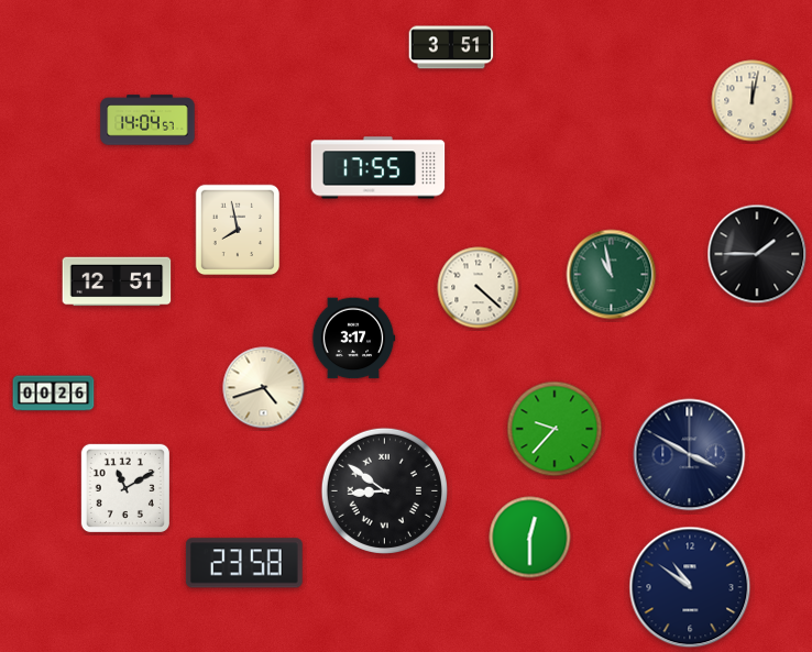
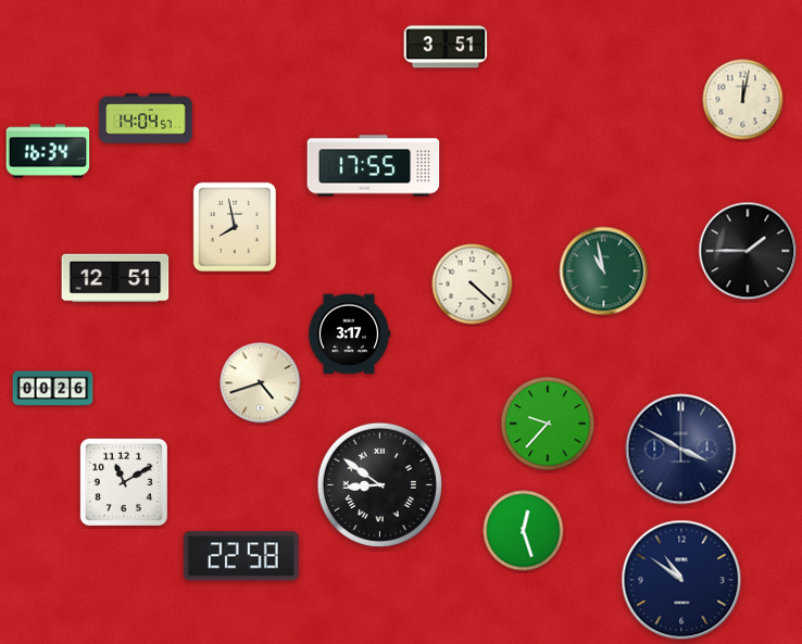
clock at (48, 151): none -> 16:34
clock at (530, 538): 12:30 -> 12:27
clock at (244, 563): 23:58 -> 22:58
